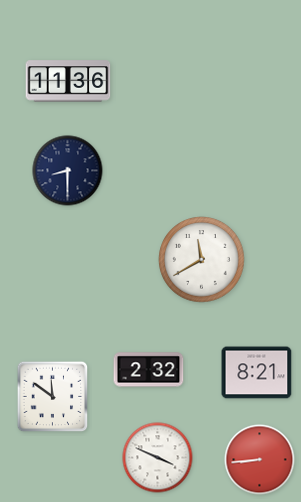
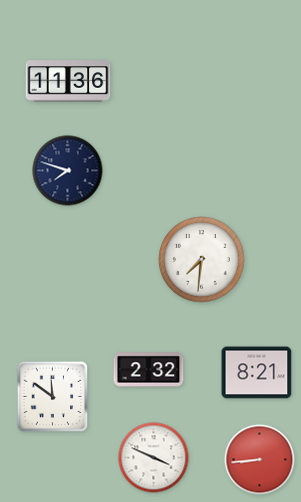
clock at (68, 171): 8:30 -> 7:48
clock at (202, 260): 11:40 -> 7:31
clock at (158, 458) position: (158, 458) -> (154, 458)
